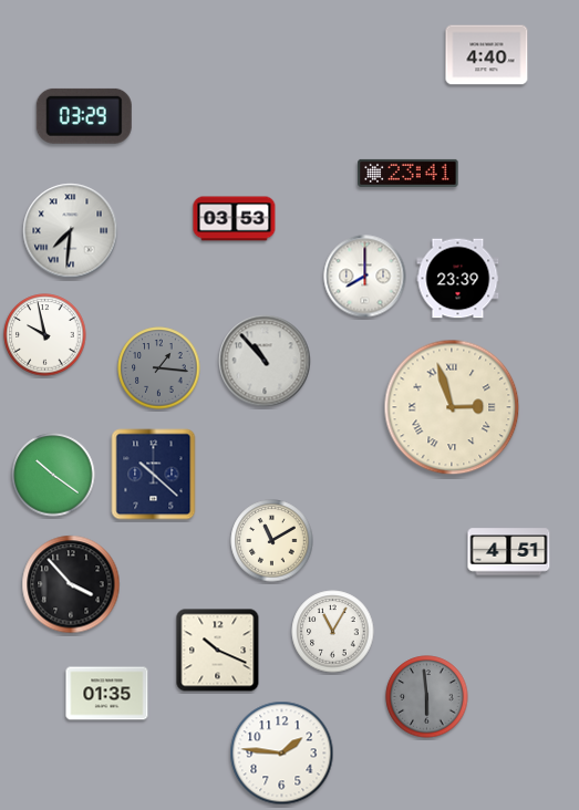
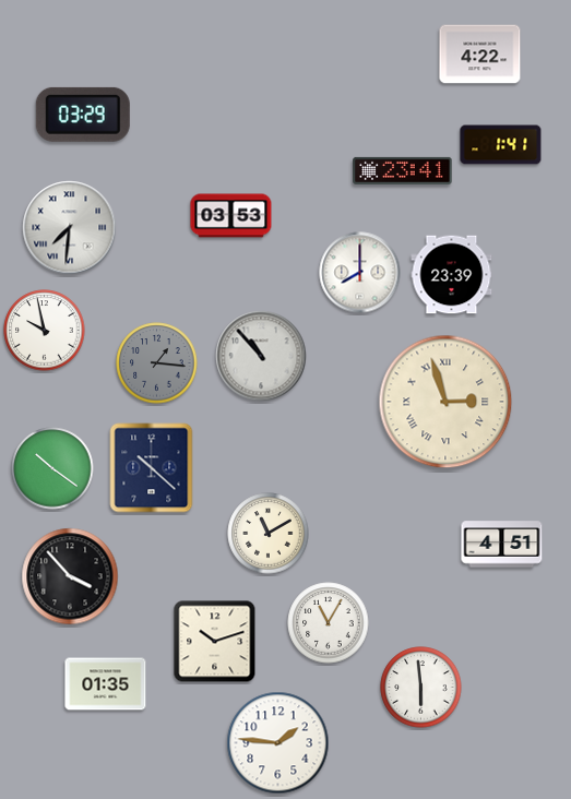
clock at (487, 55): 4:40 -> 4:22
clock at (501, 145): none -> 1:41
clock at (218, 651): 10:19 -> 10:12
clock at (427, 697) dial: grey -> white
